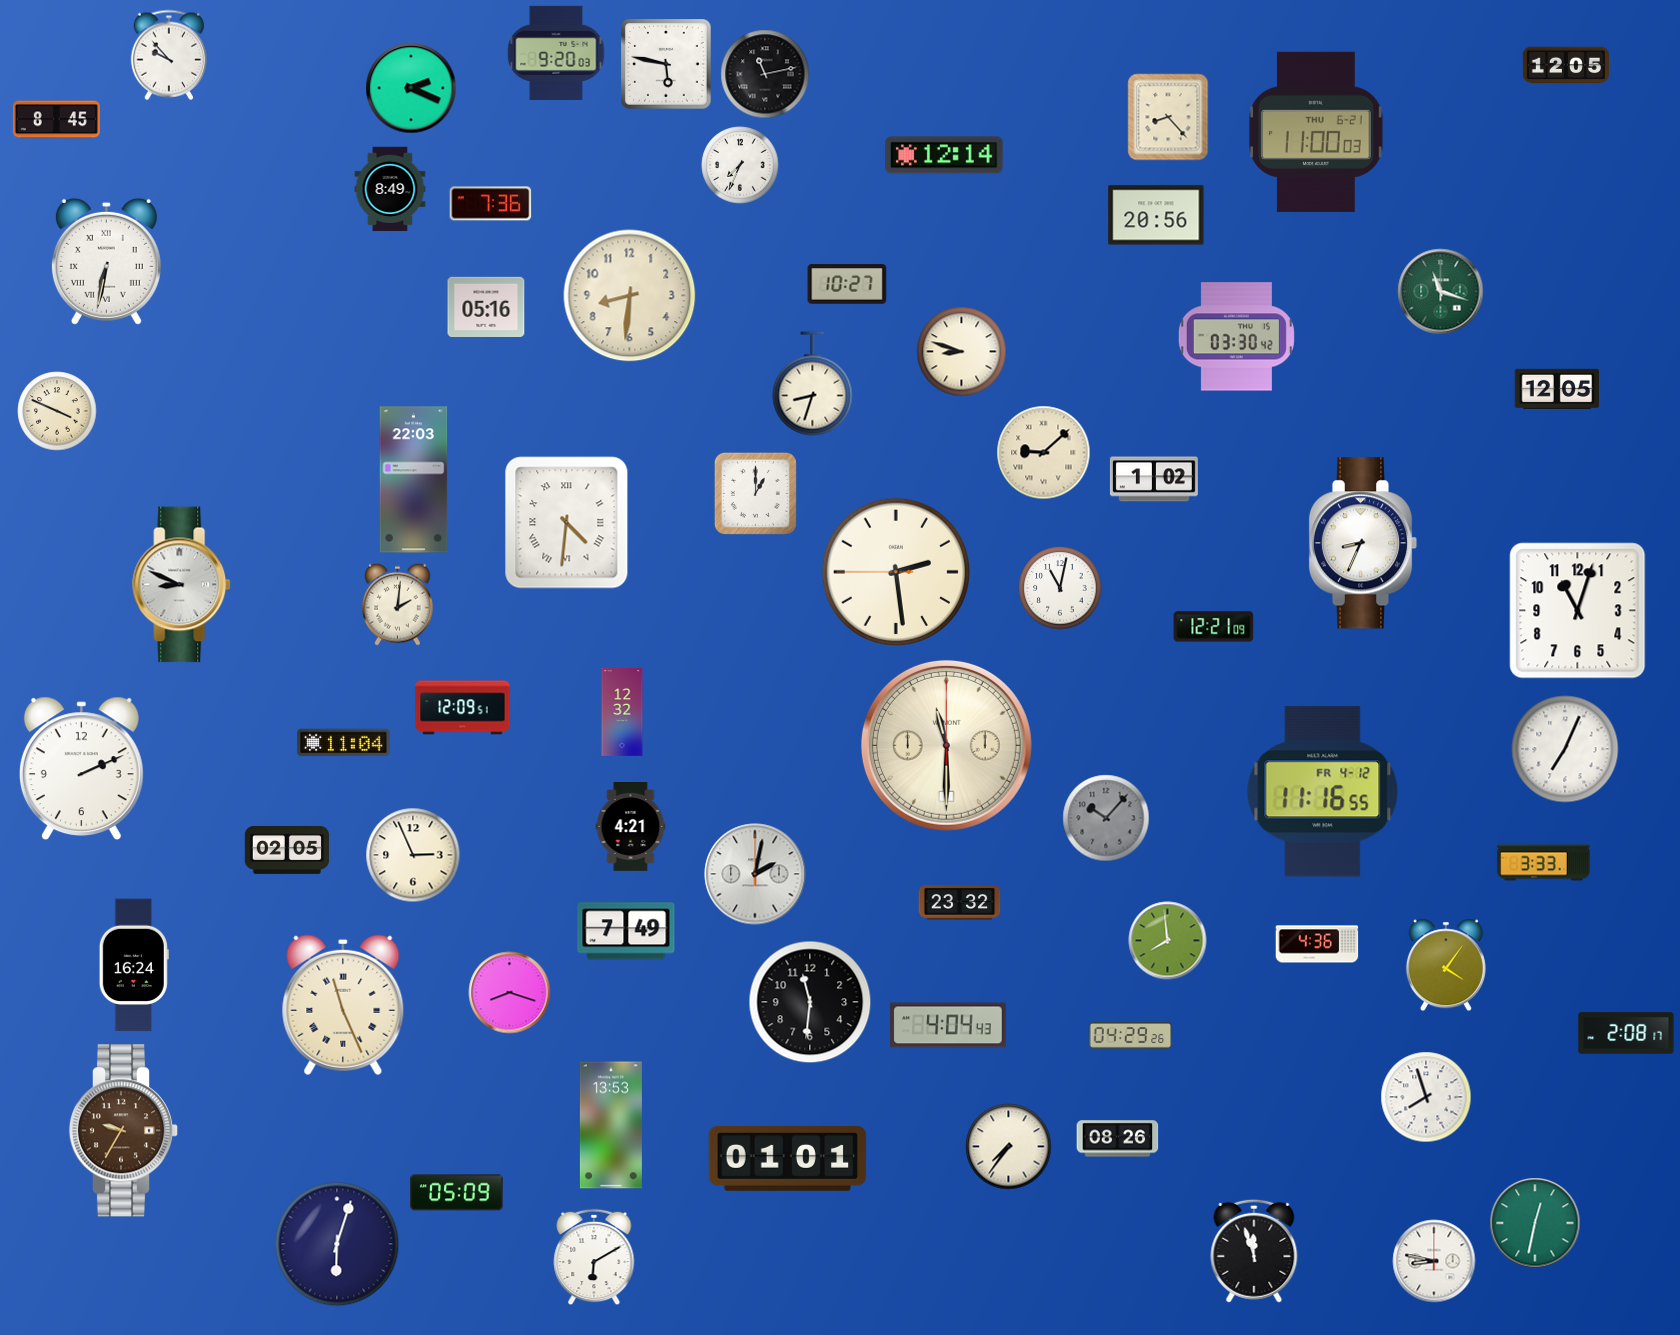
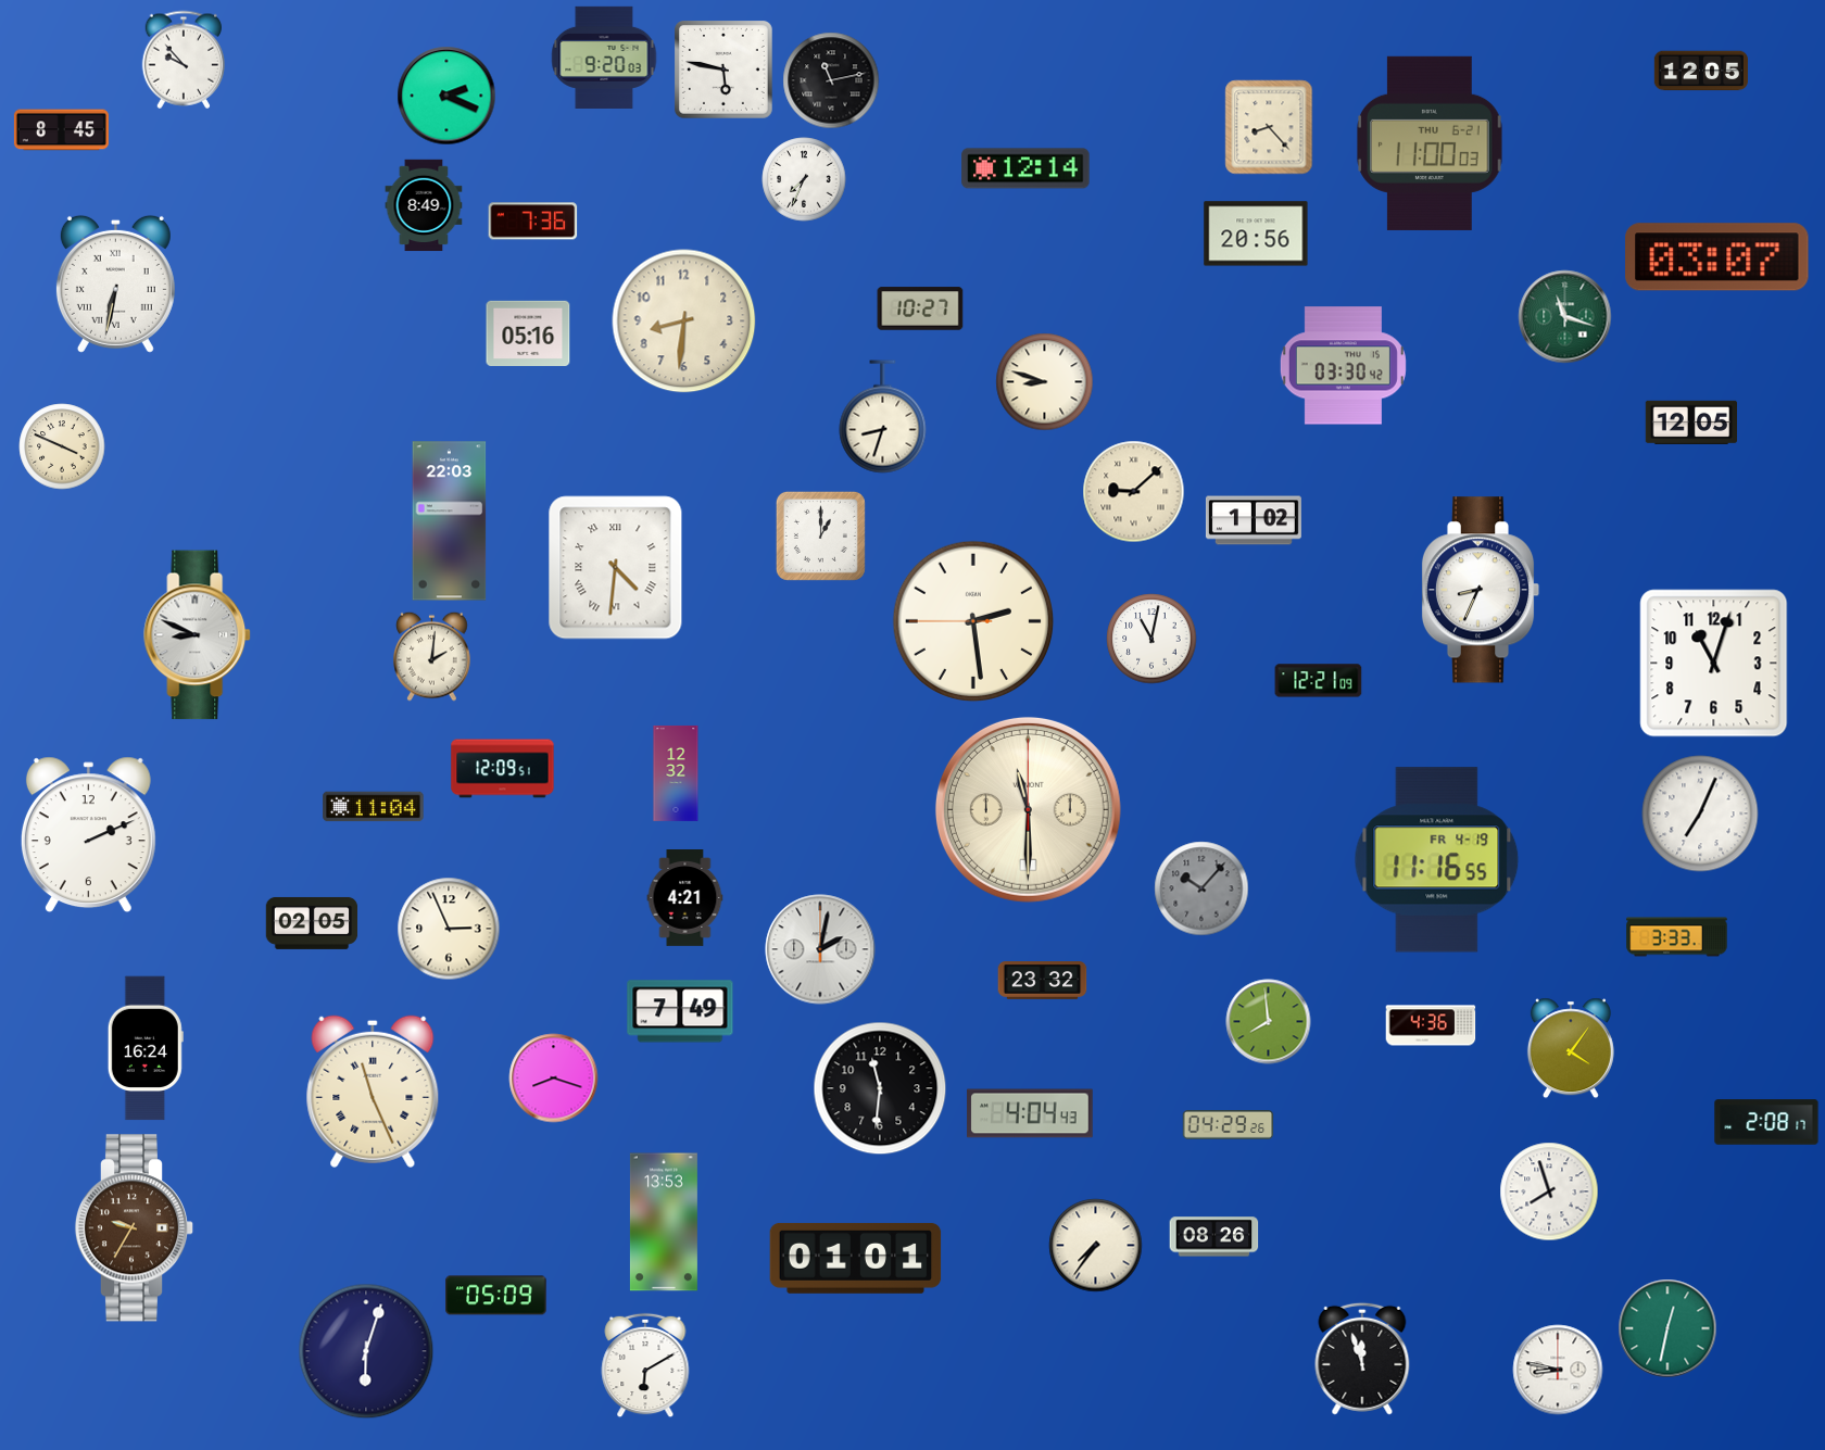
clock at (1717, 257): none -> 03:07
clock at (1323, 792) date: FR 4-12 -> FR 4-19
